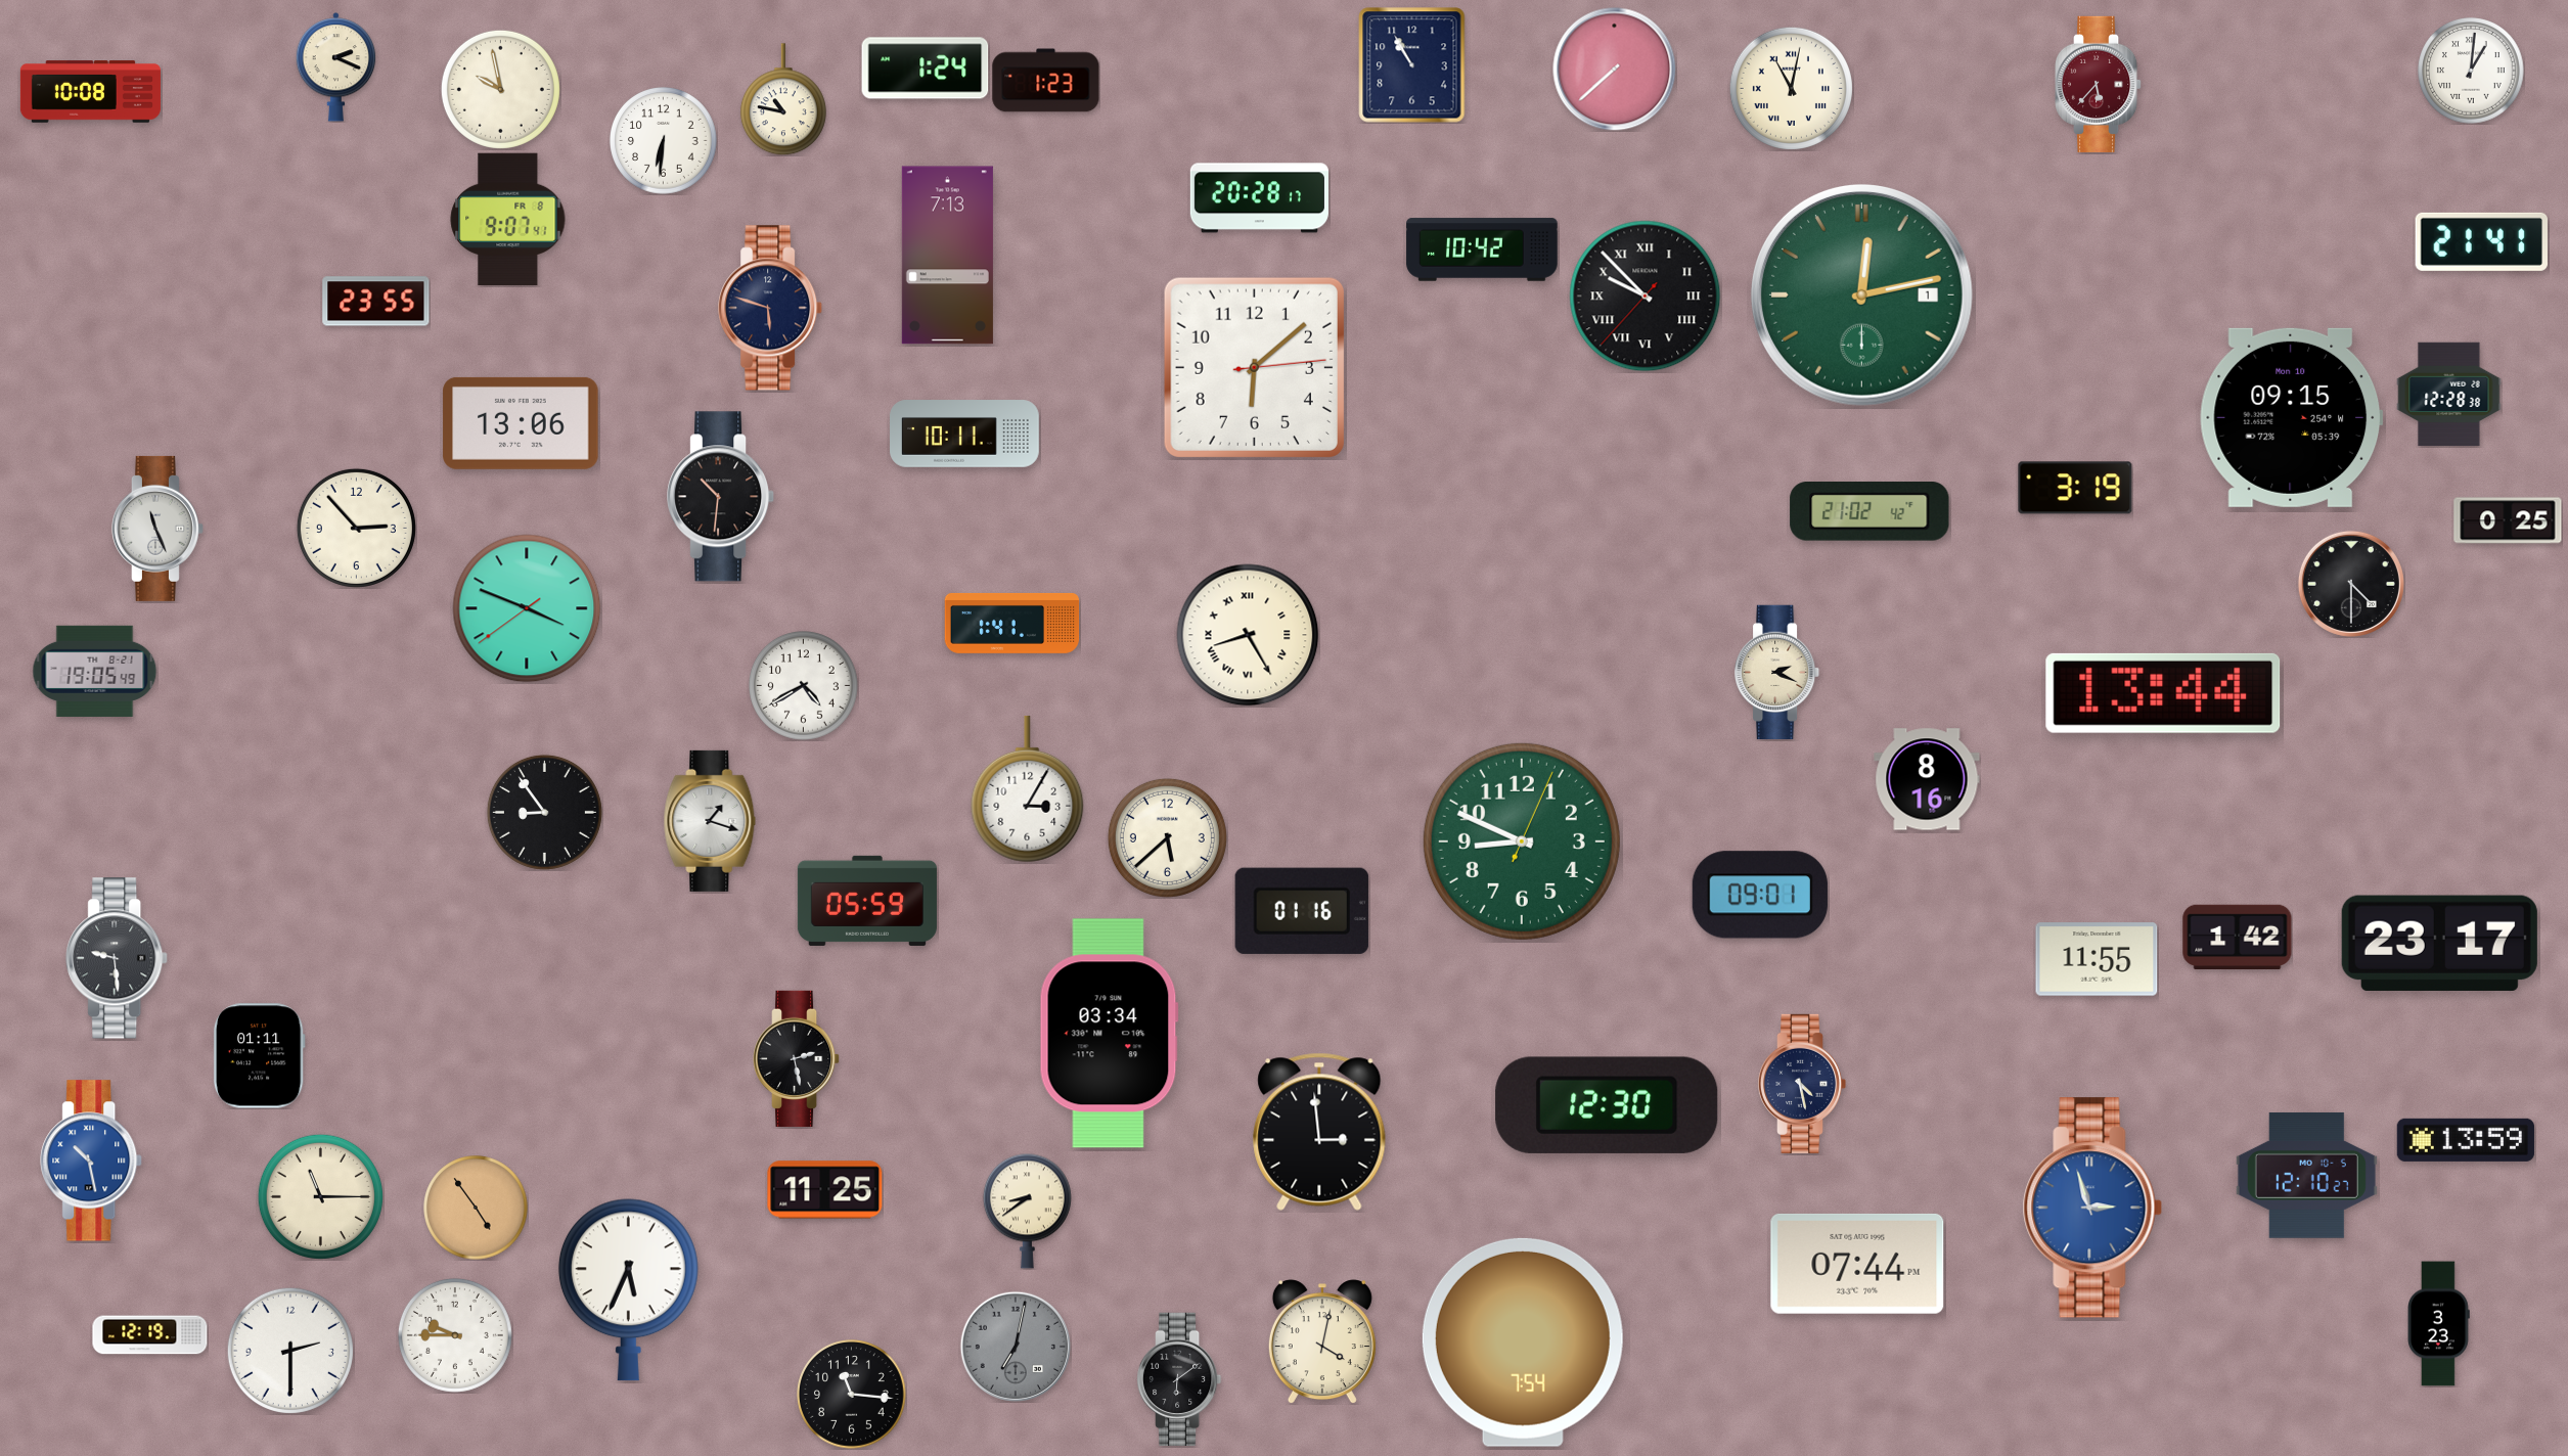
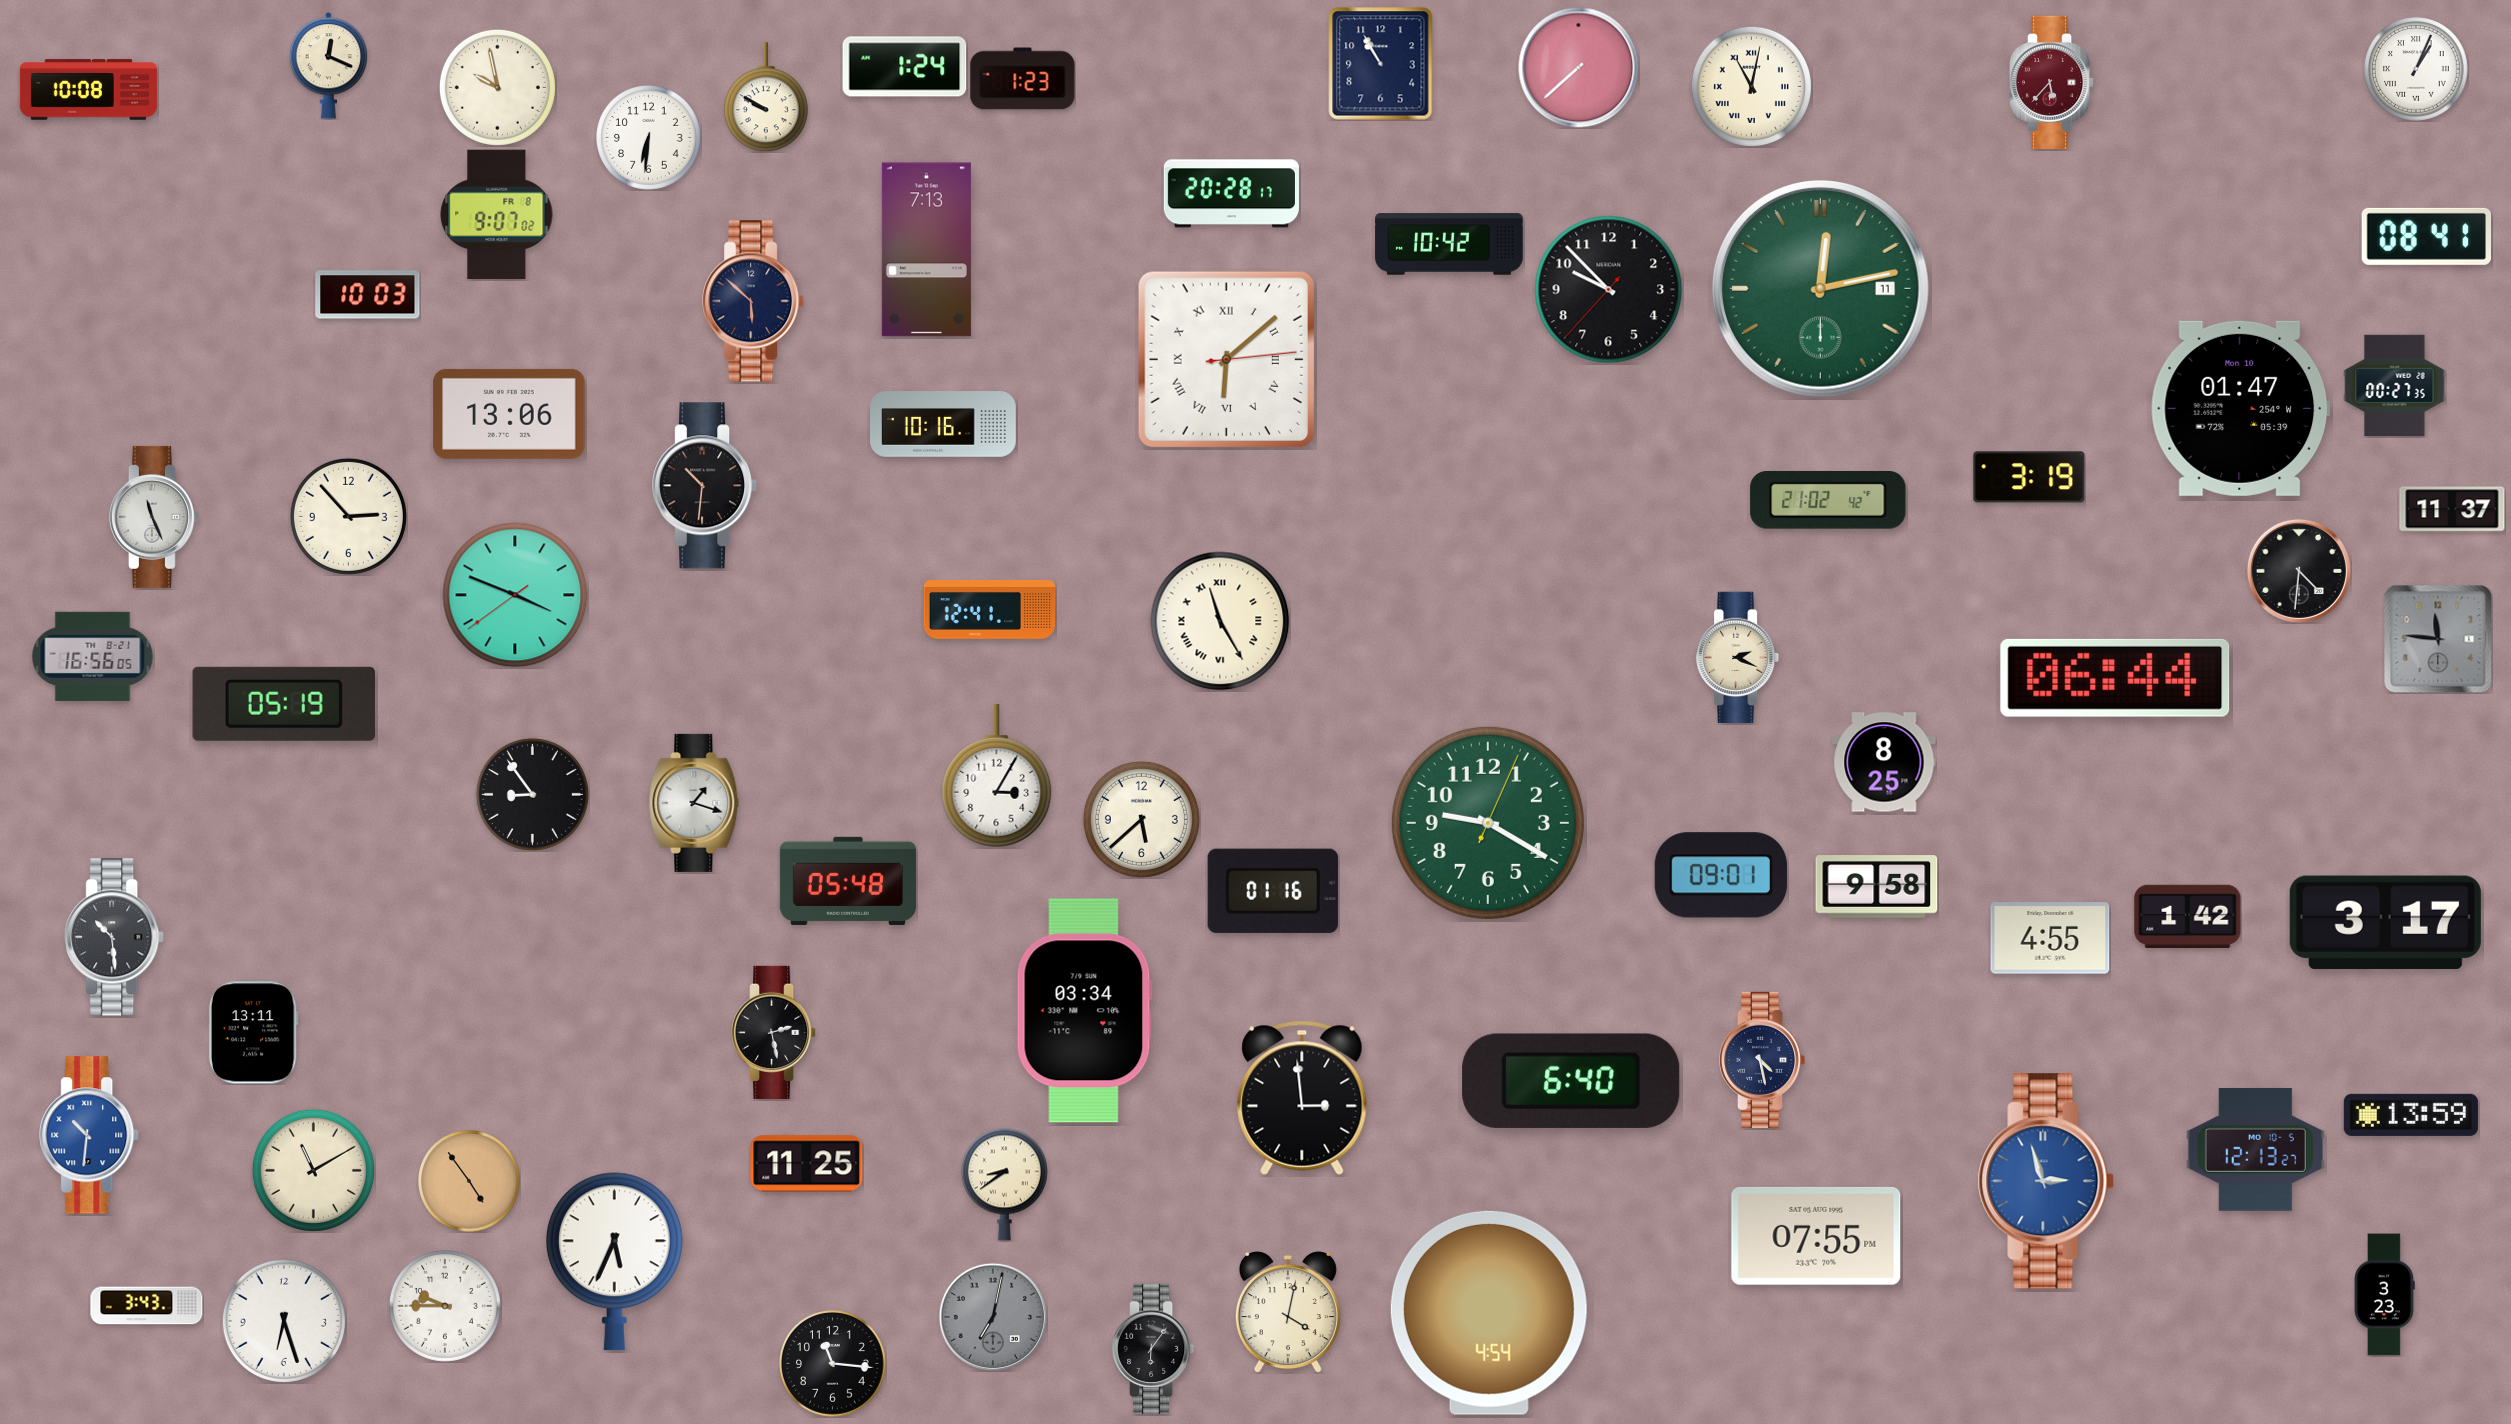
clock at (336, 67): 2:19 -> 12:19
clock at (2471, 71): 1:01 -> 1:04
clock at (500, 89) position: (500, 89) -> (497, 87)
clock at (783, 99): 10:47 -> 9:50
clock at (508, 220): 9:07:41 -> 9:07:02
clock at (2481, 241): 21:41 -> 08:41
clock at (1862, 295) date: 1 -> 11
clock at (1646, 297) numerals: Roman -> Arabic
clock at (376, 302): 23:55 -> 10:03
clock at (771, 308): 5:48 -> 5:52
clock at (1254, 367) numerals: Arabic -> Roman
clock at (2449, 395): 12:28 -> 00:27
clock at (2292, 417): 09:15 -> 01:47
clock at (964, 434): 10:11 -> 10:16
clock at (2508, 520): 0:25 -> 11:37
clock at (2351, 584): 4:30 -> 4:31
clock at (1012, 623): 1:41 -> 12:41
clock at (1248, 635): 8:25 -> 11:25
clock at (2438, 639): none -> 11:46
clock at (95, 671): 19:05 -> 16:56
clock at (804, 686): 4:40 -> none
clock at (2163, 693): 13:44 -> 06:44
clock at (284, 704): none -> 05:19
clock at (1927, 779): 8:16 -> 8:25
clock at (1028, 789) position: (1028, 789) -> (997, 776)
clock at (1522, 841): 8:49 -> 9:20
clock at (867, 901): 05:59 -> 05:48
clock at (1877, 887): none -> 9:58
clock at (2439, 943): 23:17 -> 3:17
clock at (118, 958): 9:29 -> 10:29
clock at (2097, 959): 11:55 -> 4:55
clock at (259, 1056): 01:11 -> 13:11
clock at (797, 1058) position: (797, 1058) -> (774, 1032)
clock at (1607, 1105): 12:30 -> 6:40
clock at (1319, 1132) position: (1319, 1132) -> (1302, 1098)
clock at (92, 1161): 10:28 -> 10:31
clock at (2306, 1175): 12:10 -> 12:13
clock at (320, 1196): 11:15 -> 11:10
clock at (476, 1208) position: (476, 1208) -> (469, 1181)
clock at (1857, 1264): 07:44 -> 07:55
clock at (150, 1335): 12:19 -> 3:43
clock at (1322, 1341) position: (1322, 1341) -> (1288, 1312)
clock at (1523, 1343): 7:54 -> 4:54
clock at (290, 1351): 2:30 -> 6:27
clock at (1180, 1379): 6:09 -> 6:06
